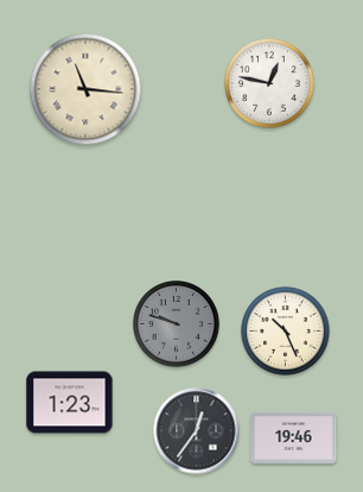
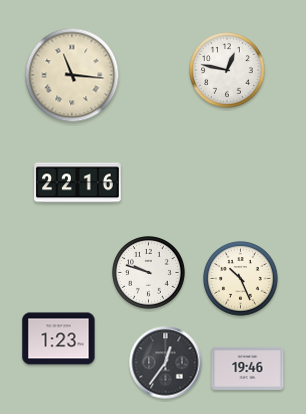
clock at (78, 183): none -> 22:16
clock at (177, 324) dial: grey -> white
